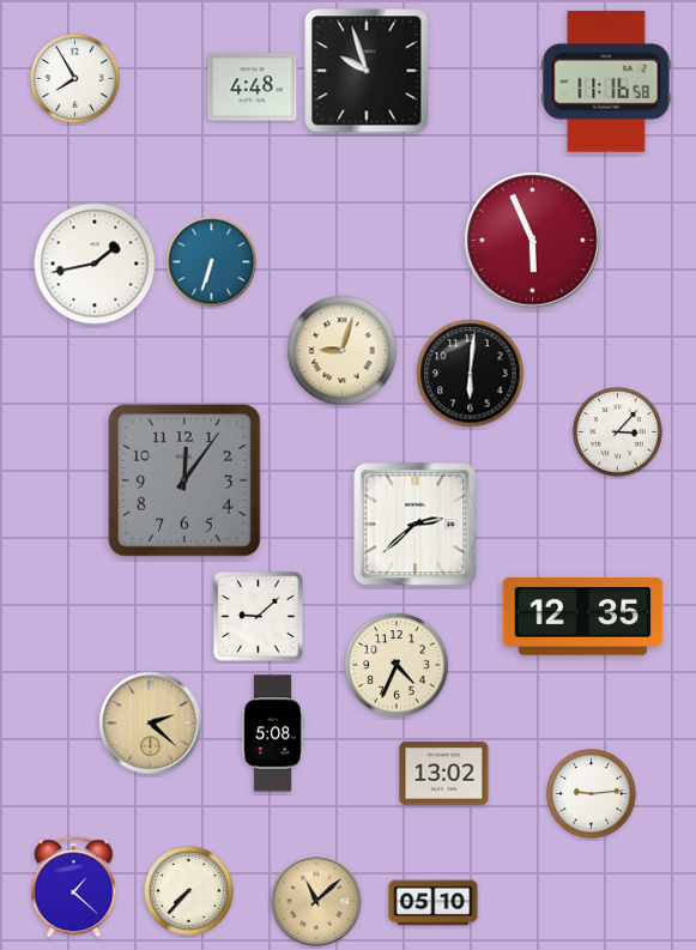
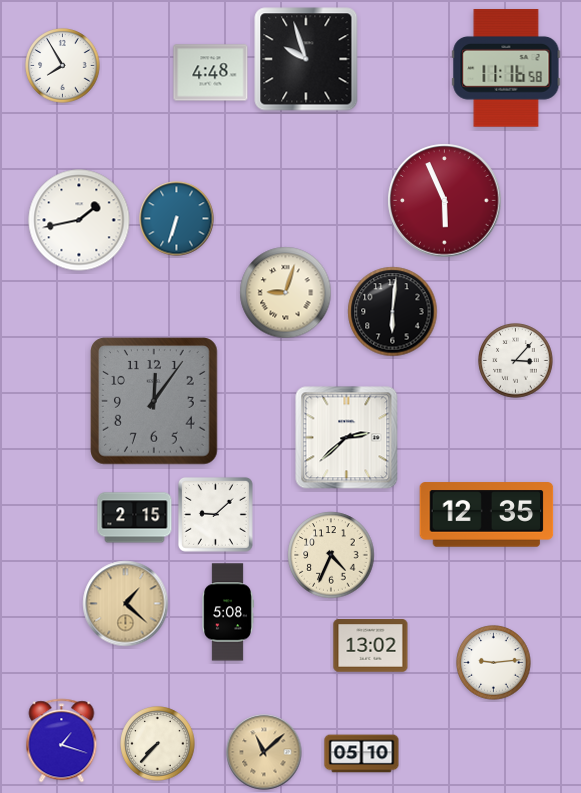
clock at (135, 518): none -> 2:15
clock at (151, 724): 2:22 -> 1:22
clock at (74, 888): 1:22 -> 1:18
